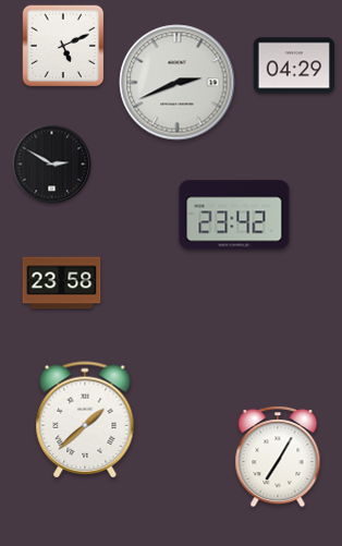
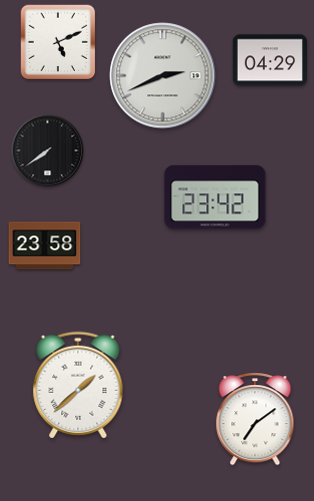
clock at (52, 165): 2:50 -> 7:39
clock at (62, 283) position: (62, 283) -> (45, 246)
clock at (278, 457): 7:05 -> 7:09
